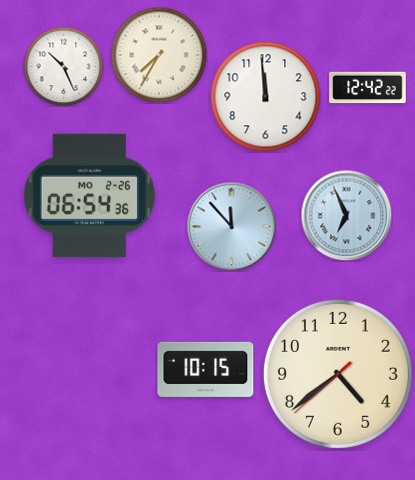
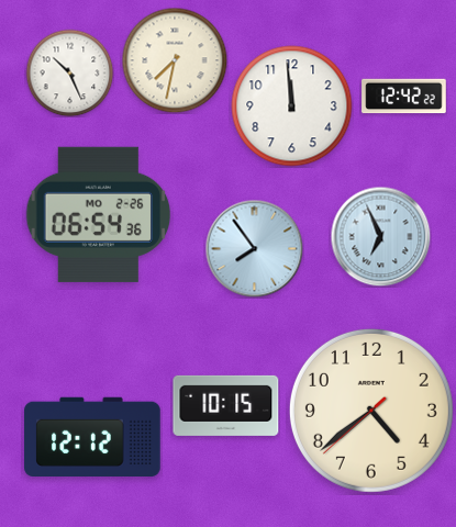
clock at (159, 55): 7:35 -> 7:32
clock at (231, 226): 11:53 -> 7:54
clock at (92, 436): none -> 12:12
